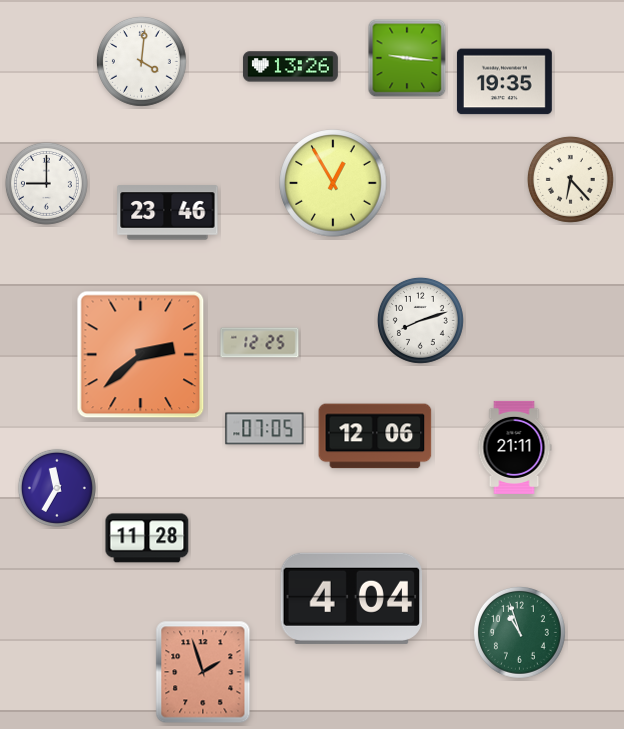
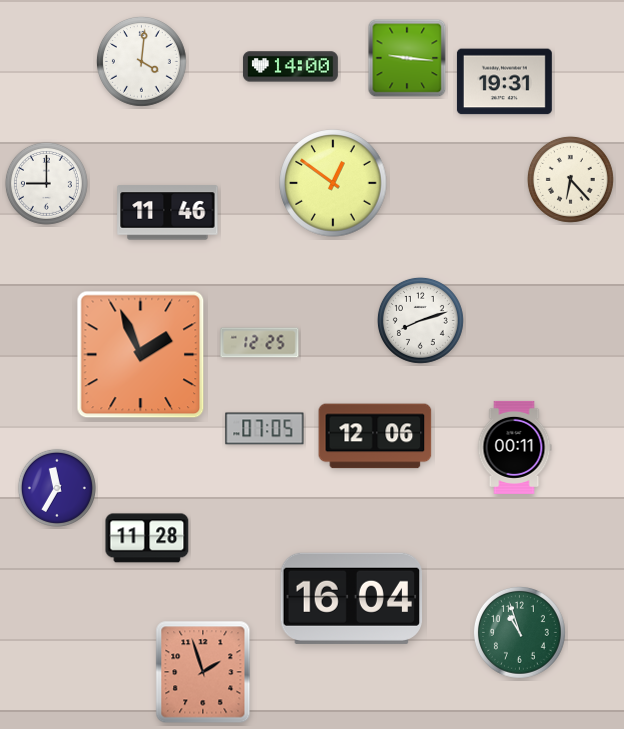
clock at (290, 67): 13:26 -> 14:00
clock at (504, 82): 19:35 -> 19:31
clock at (333, 183): 12:55 -> 12:51
clock at (168, 213): 23:46 -> 11:46
clock at (141, 355): 2:38 -> 1:56
clock at (514, 447): 21:11 -> 00:11
clock at (352, 598): 4:04 -> 16:04
